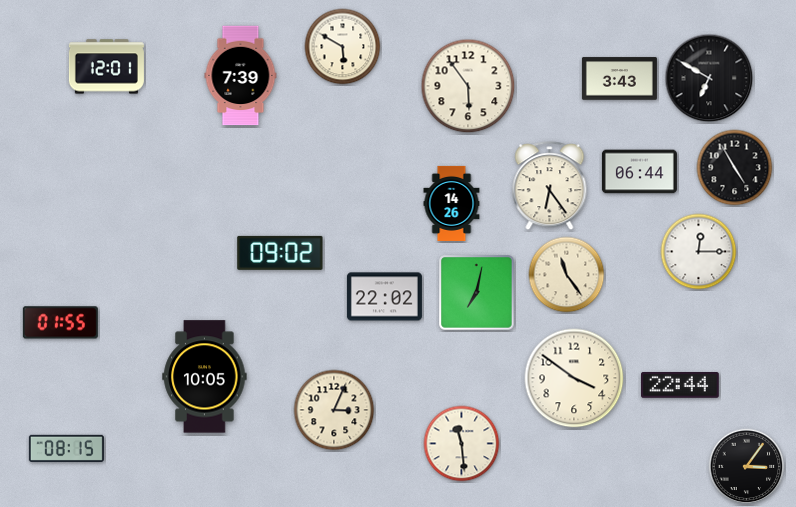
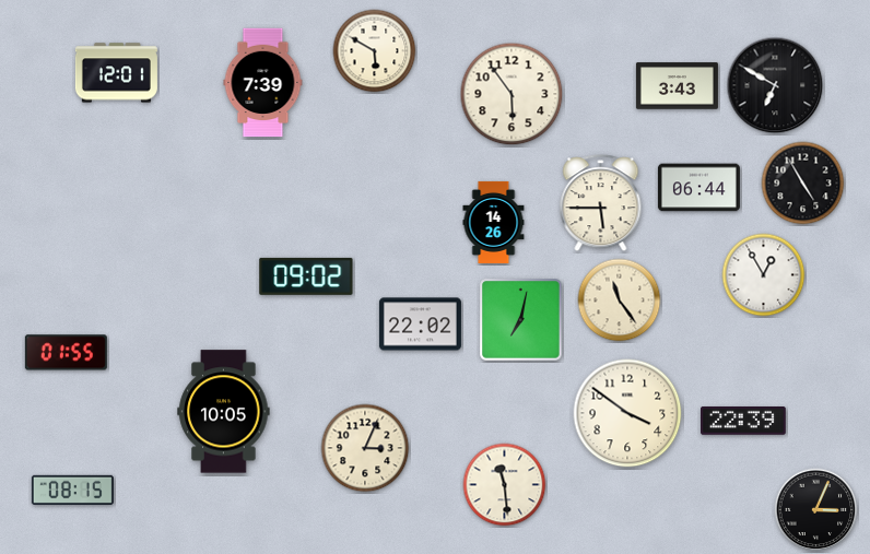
clock at (550, 186): 6:24 -> 5:45
clock at (699, 252): 12:15 -> 12:55
clock at (681, 386): 22:44 -> 22:39
clock at (747, 467): 3:06 -> 3:04
